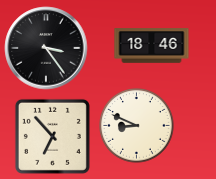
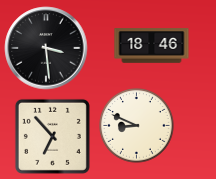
clock at (46, 48): 3:24 -> 3:29
